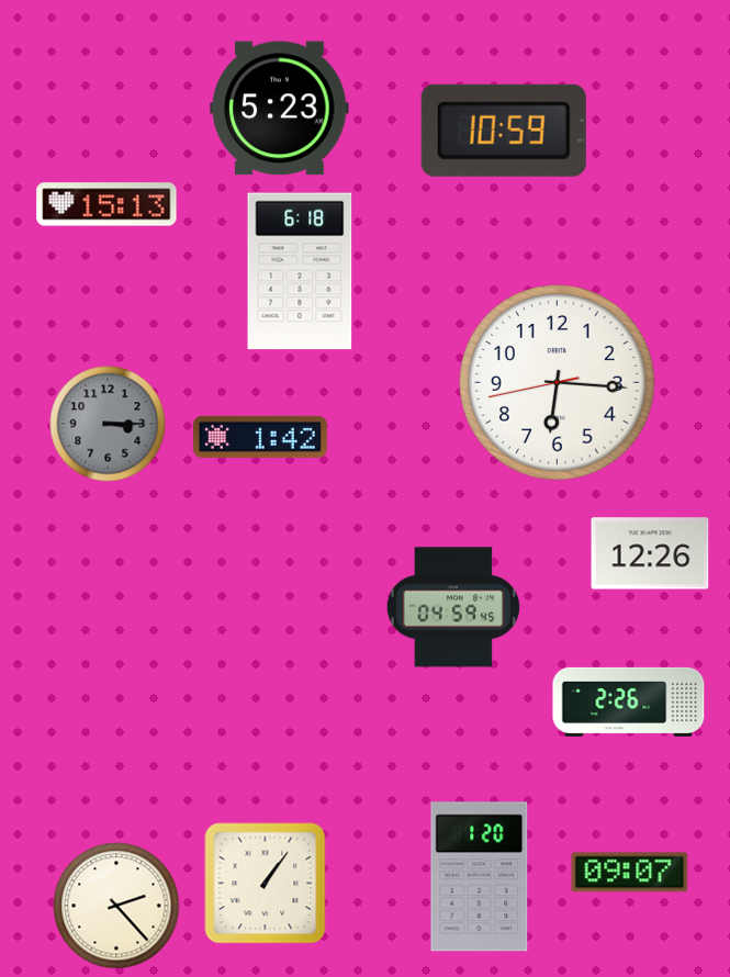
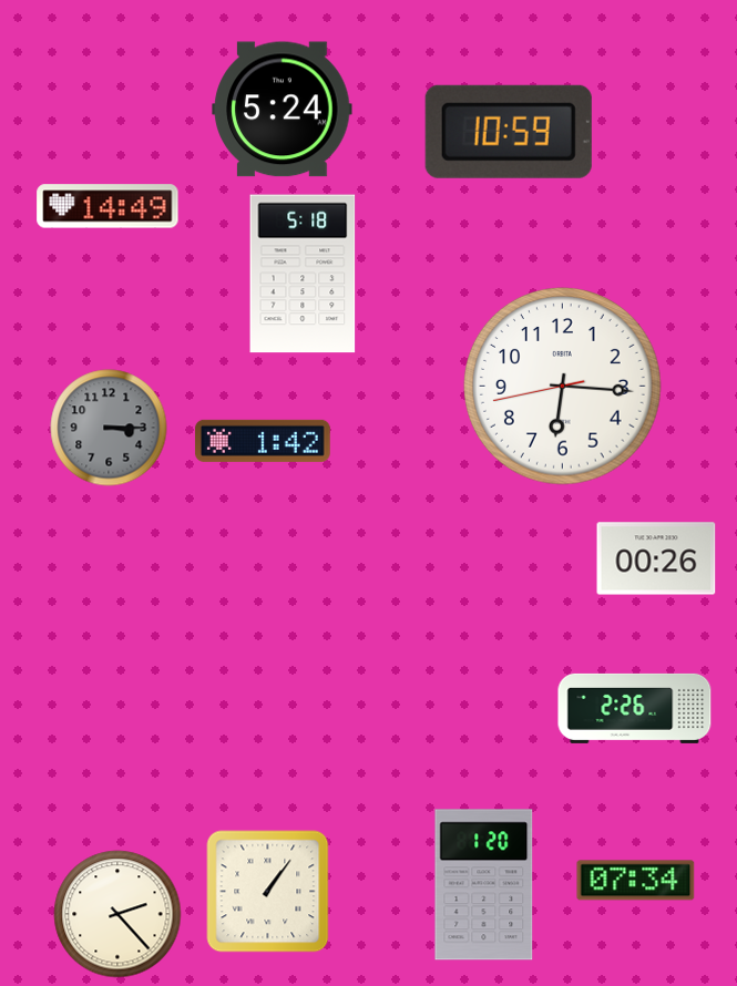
clock at (280, 109): 5:23 -> 5:24
clock at (106, 204): 15:13 -> 14:49
clock at (300, 271): 6:18 -> 5:18
clock at (650, 553): 12:26 -> 00:26
clock at (453, 607): 04:59 -> none
clock at (630, 873): 09:07 -> 07:34
